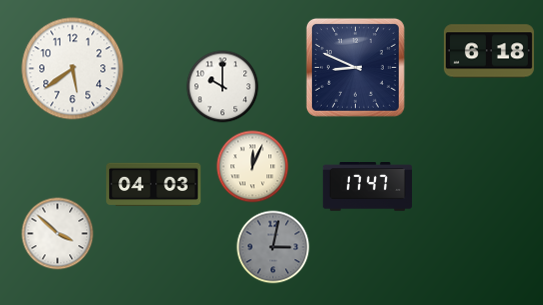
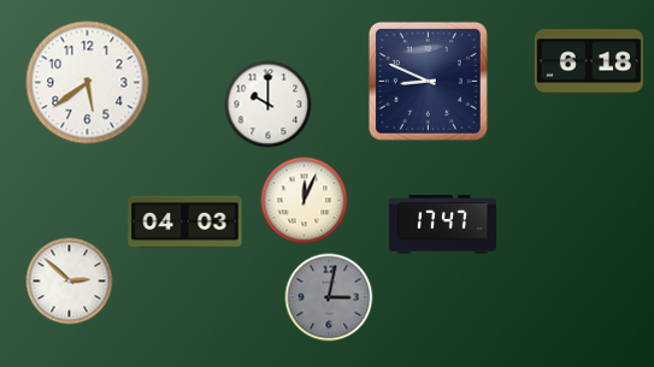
clock at (58, 234): 3:52 -> 2:52
